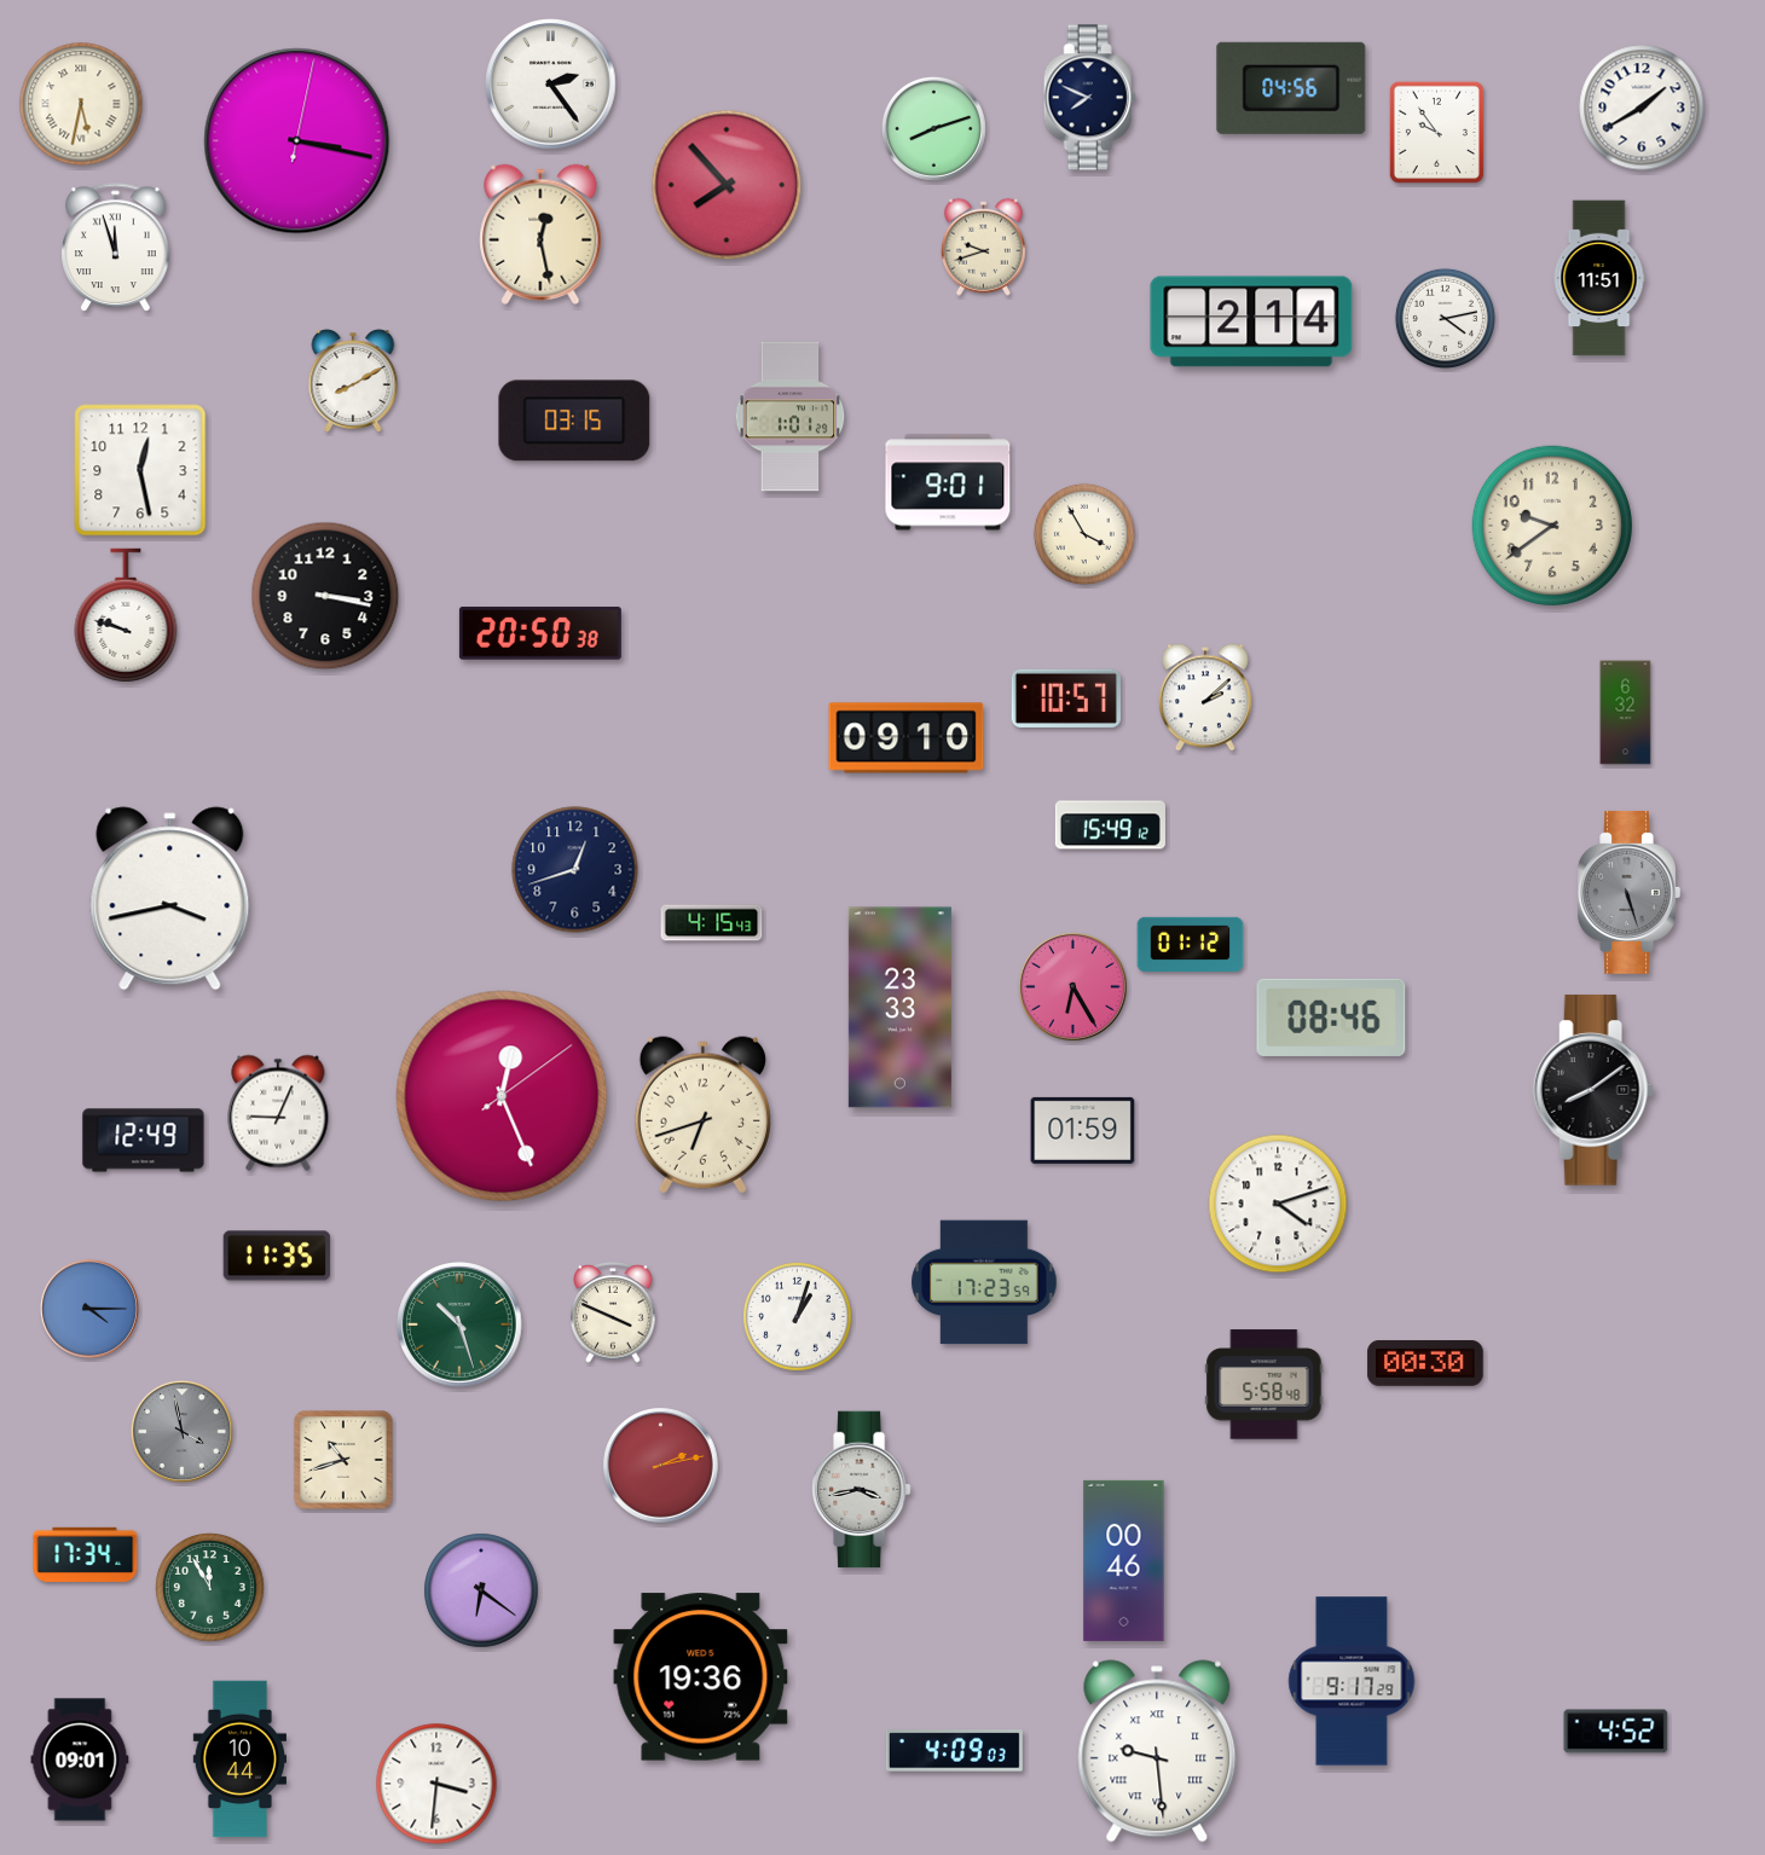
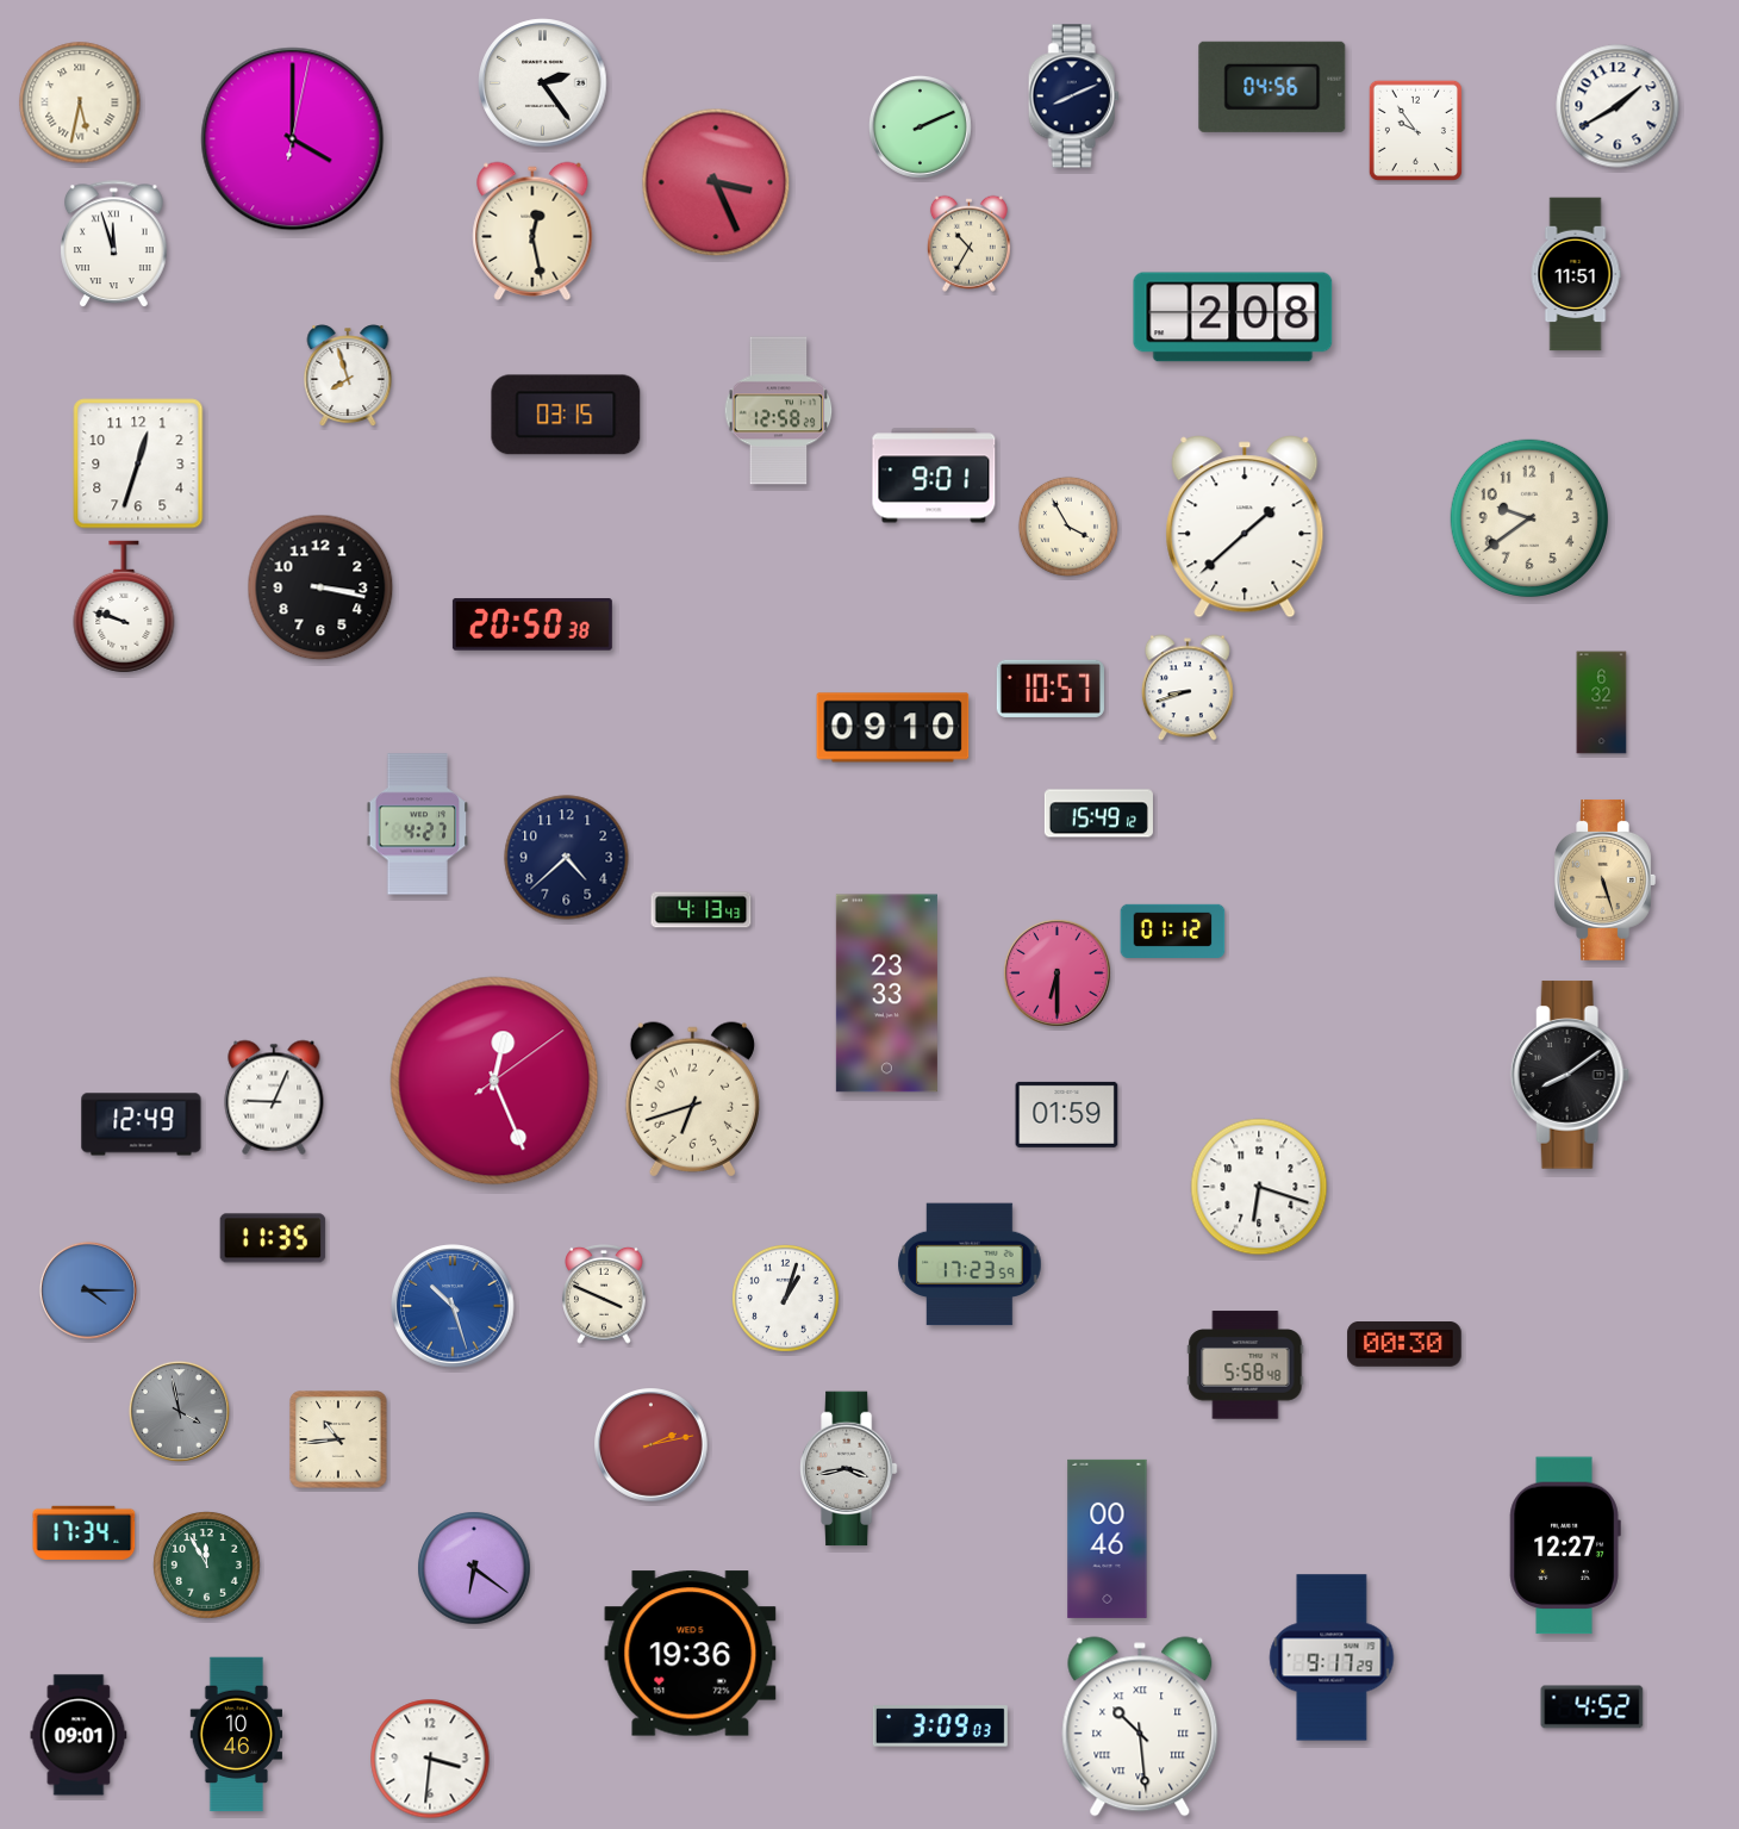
clock at (1089, 98): 7:49 -> 8:11
clock at (933, 128): 8:12 -> 2:11
clock at (297, 141): 3:17 -> 4:00
clock at (727, 185): 7:53 -> 3:26
clock at (983, 247): 9:42 -> 10:35
clock at (1445, 318): 4:13 -> none
clock at (1251, 321): 2:14 -> 2:08
clock at (353, 381): 8:10 -> 7:57
clock at (791, 417): 1:01 -> 12:58
clock at (140, 470): 12:28 -> 12:33
clock at (1245, 527): none -> 1:38
clock at (1206, 697): 2:08 -> 8:42
clock at (1110, 825) position: (1110, 825) -> (1098, 814)
clock at (418, 825): none -> 4:27
clock at (575, 870): 12:42 -> 4:38
clock at (1628, 892) dial: grey -> champagne
clock at (170, 899): 3:43 -> none
clock at (712, 923): 4:15 -> 4:13
clock at (1072, 986): 6:25 -> 6:30
clock at (1331, 1018): 08:46 -> none
clock at (1278, 1204): 4:12 -> 6:18
clock at (459, 1324) dial: green -> blue
clock at (343, 1460): 10:42 -> 10:44
clock at (1565, 1545): none -> 12:27
clock at (954, 1751): 4:09 -> 3:09
clock at (1157, 1751): 9:29 -> 10:29
clock at (239, 1760): 10:44 -> 10:46
